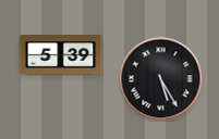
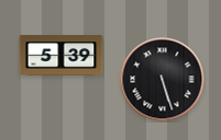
clock at (161, 79): 5:25 -> 5:27
